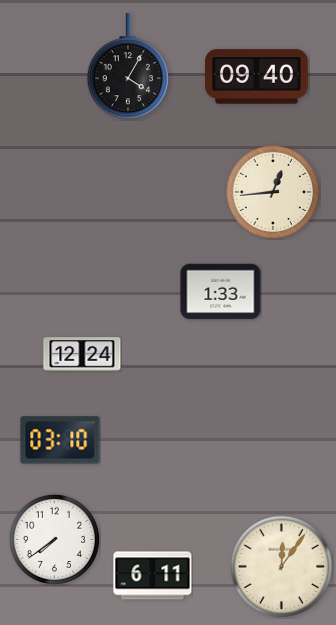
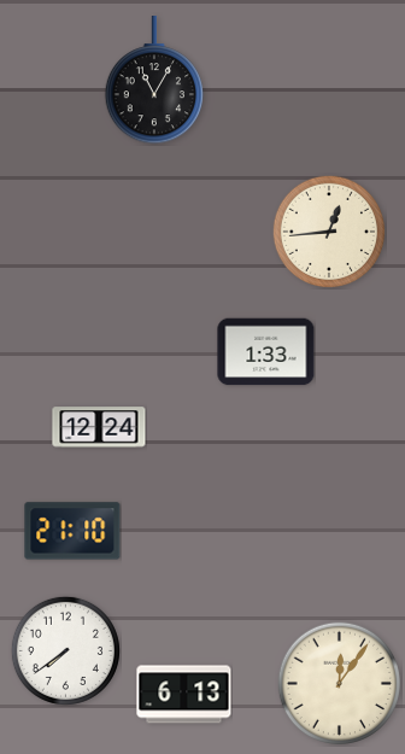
clock at (127, 67): 4:05 -> 11:05
clock at (256, 77): 09:40 -> none
clock at (60, 440): 03:10 -> 21:10
clock at (153, 576): 6:11 -> 6:13
